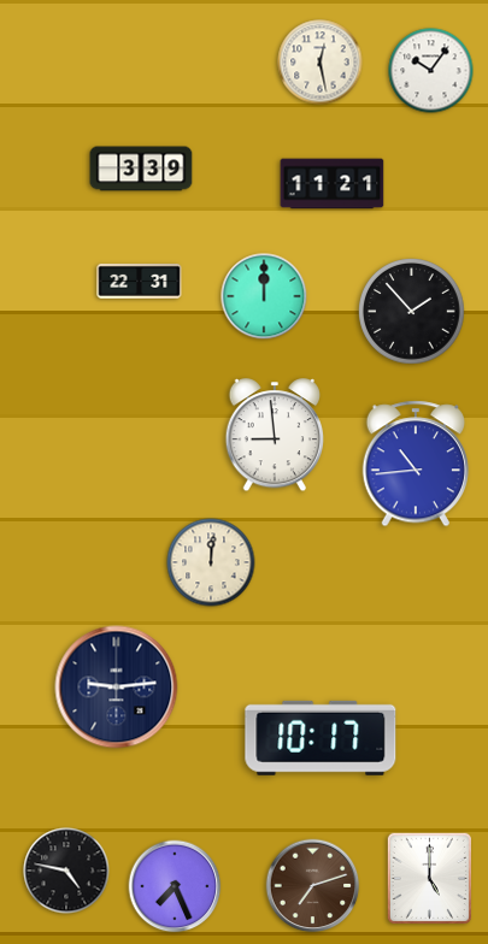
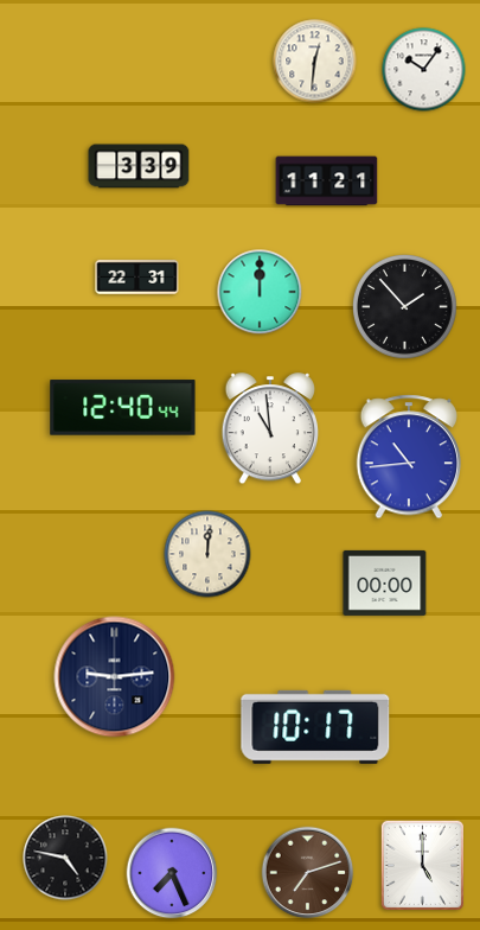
clock at (321, 63): 12:28 -> 12:31
clock at (123, 408): none -> 12:40
clock at (275, 436): 8:59 -> 10:59
clock at (385, 582): none -> 00:00
